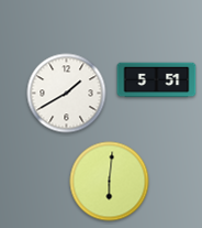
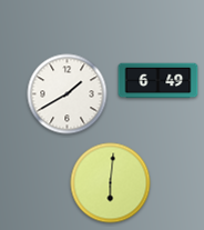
clock at (157, 80): 5:51 -> 6:49
